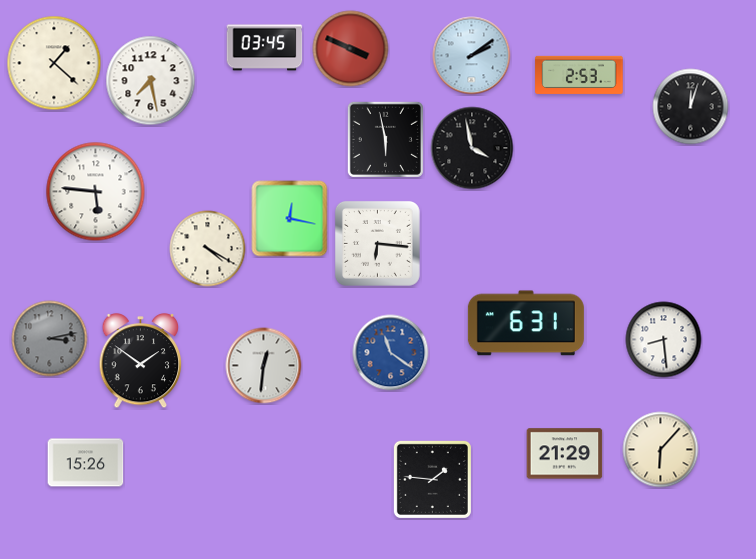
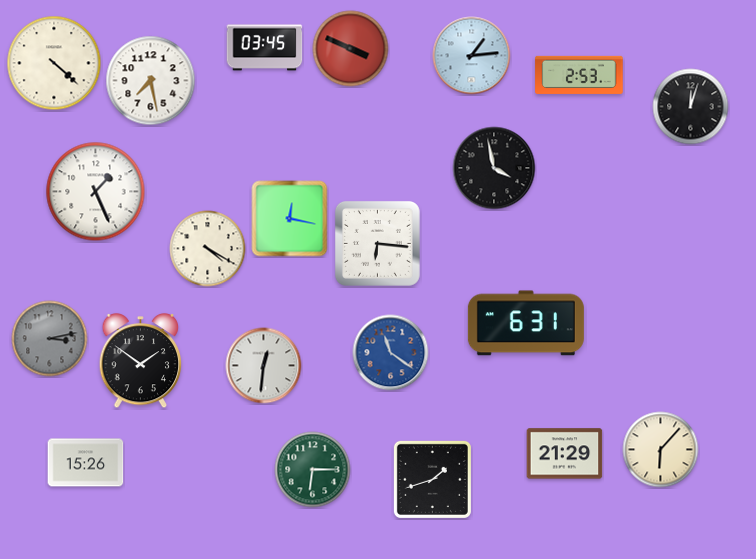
clock at (472, 56): 2:09 -> 1:14
clock at (54, 63): 1:22 -> 4:22
clock at (385, 139): 5:58 -> none
clock at (472, 148) position: (472, 148) -> (494, 168)
clock at (96, 192): 5:46 -> 1:26
clock at (664, 340): 8:29 -> none
clock at (313, 470): none -> 6:15
clock at (432, 479): 1:46 -> 1:42
